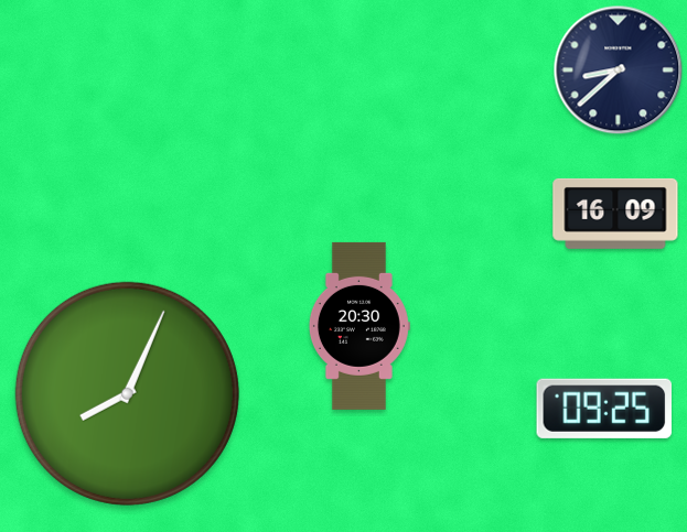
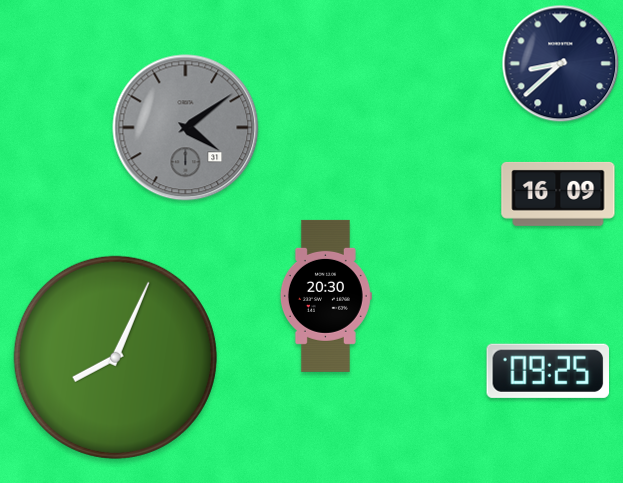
clock at (186, 128): none -> 4:09
